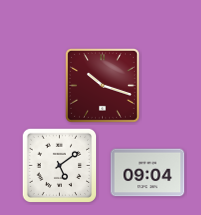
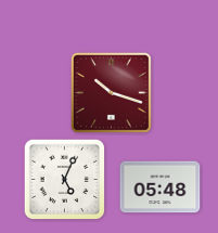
clock at (59, 165): 5:09 -> 5:04
clock at (148, 173): 09:04 -> 05:48
